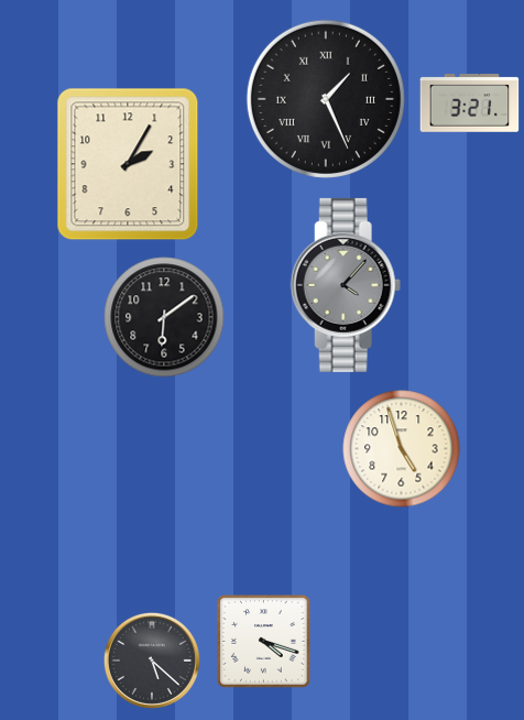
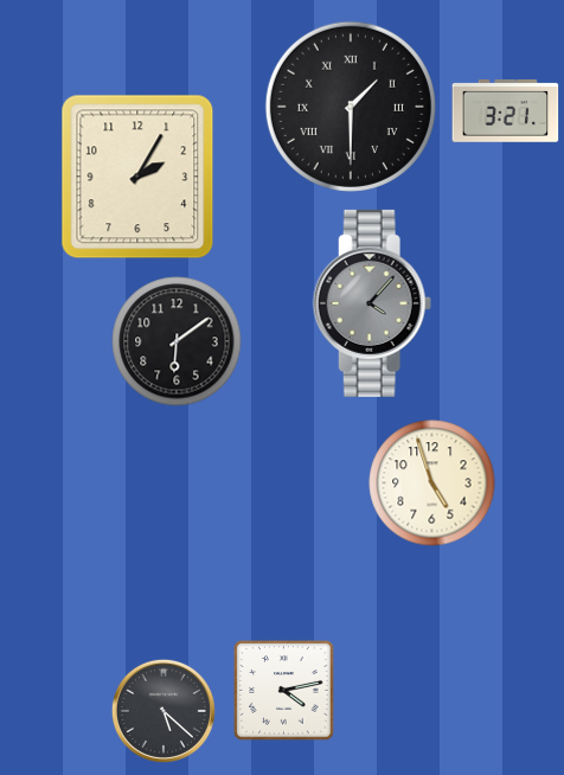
clock at (326, 99): 1:26 -> 1:30
clock at (346, 285) position: (346, 285) -> (372, 303)
clock at (264, 642): 4:18 -> 4:13
